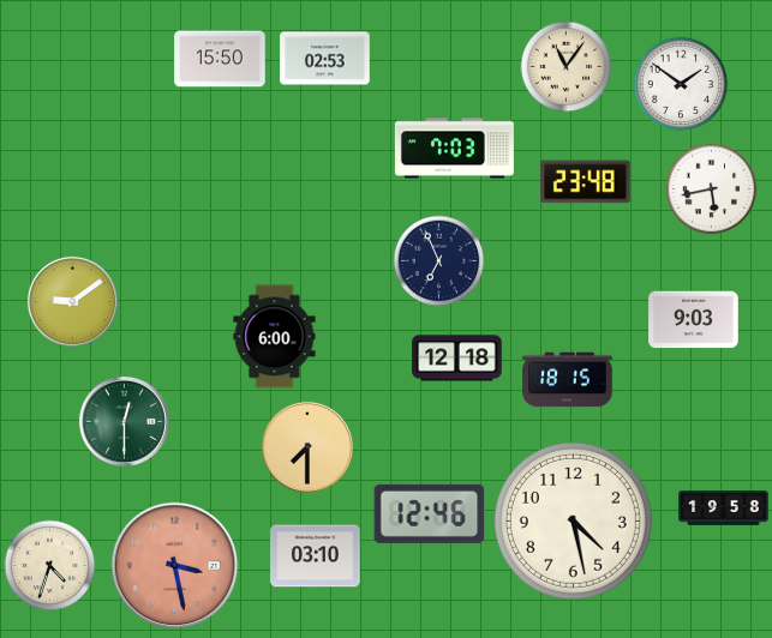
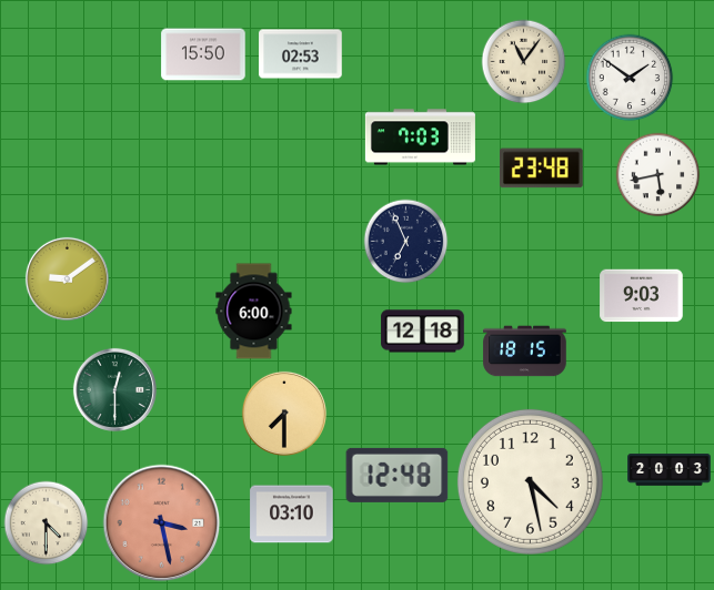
clock at (724, 508): 19:58 -> 20:03
clock at (430, 513): 12:46 -> 12:48
clock at (50, 566): 4:33 -> 4:30
